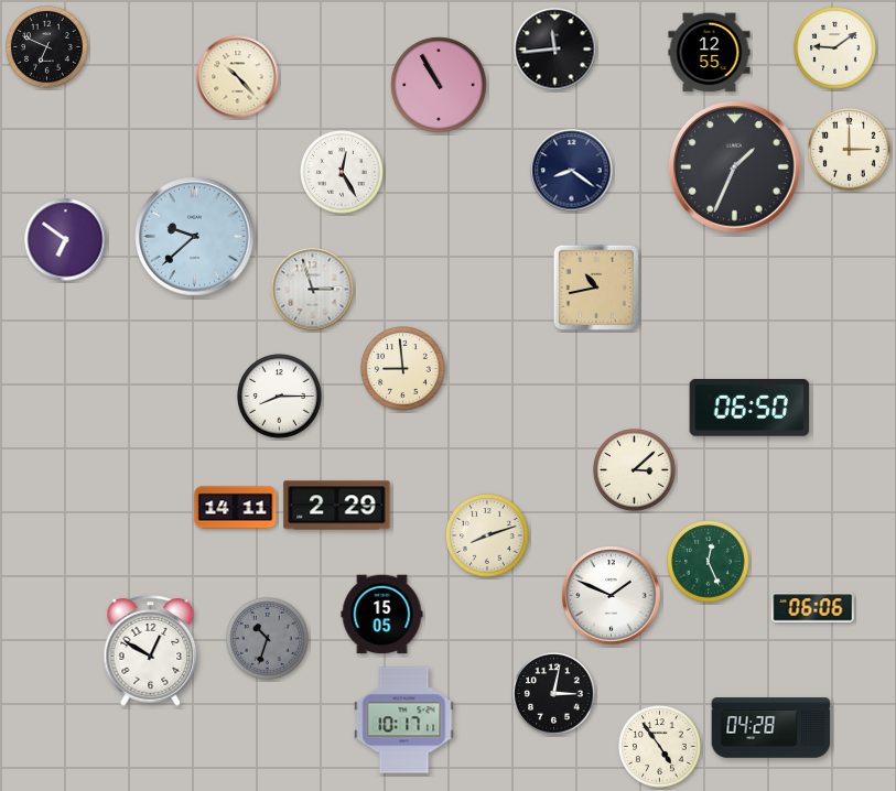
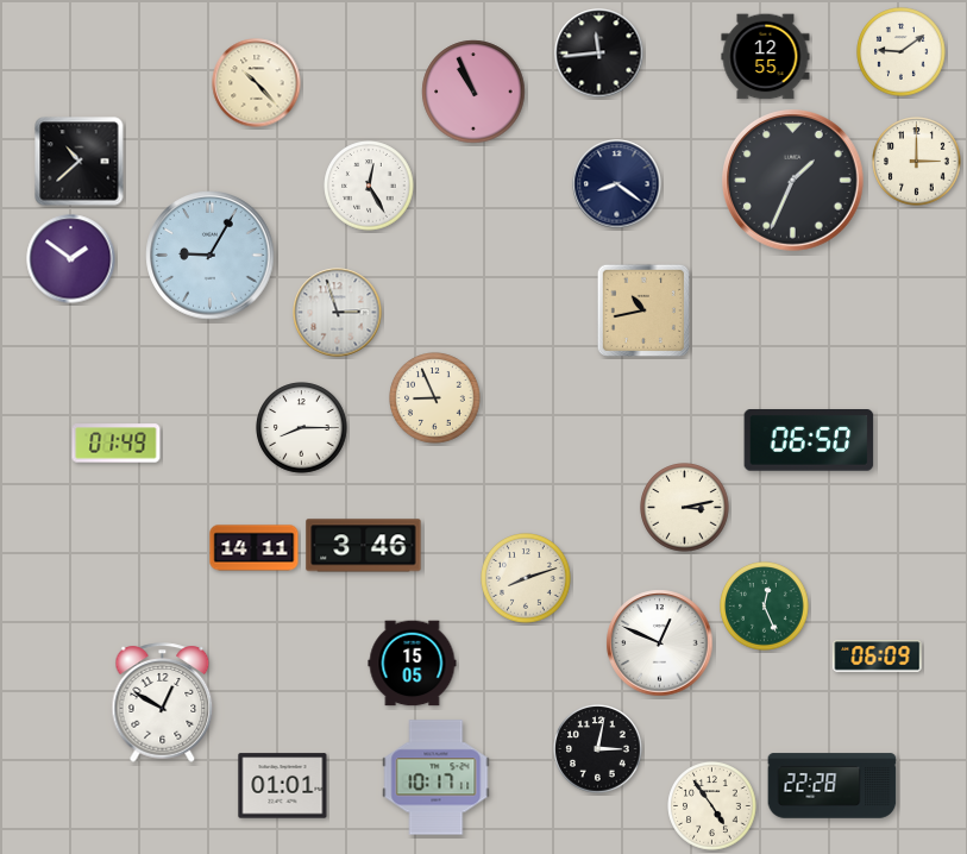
clock at (47, 47): 6:49 -> none
clock at (439, 85): 10:55 -> 10:56
clock at (80, 162): none -> 10:38
clock at (195, 237): 9:38 -> 9:05
clock at (66, 240): 6:51 -> 1:51
clock at (403, 369): 8:59 -> 8:56
clock at (117, 444): none -> 01:49
clock at (635, 470): 3:08 -> 3:13
clock at (337, 506): 2:29 -> 3:46
clock at (612, 596): 1:49 -> 12:49
clock at (813, 608): 06:06 -> 06:09
clock at (268, 639): 10:33 -> none
clock at (283, 786): none -> 01:01
clock at (771, 728): 04:28 -> 22:28
